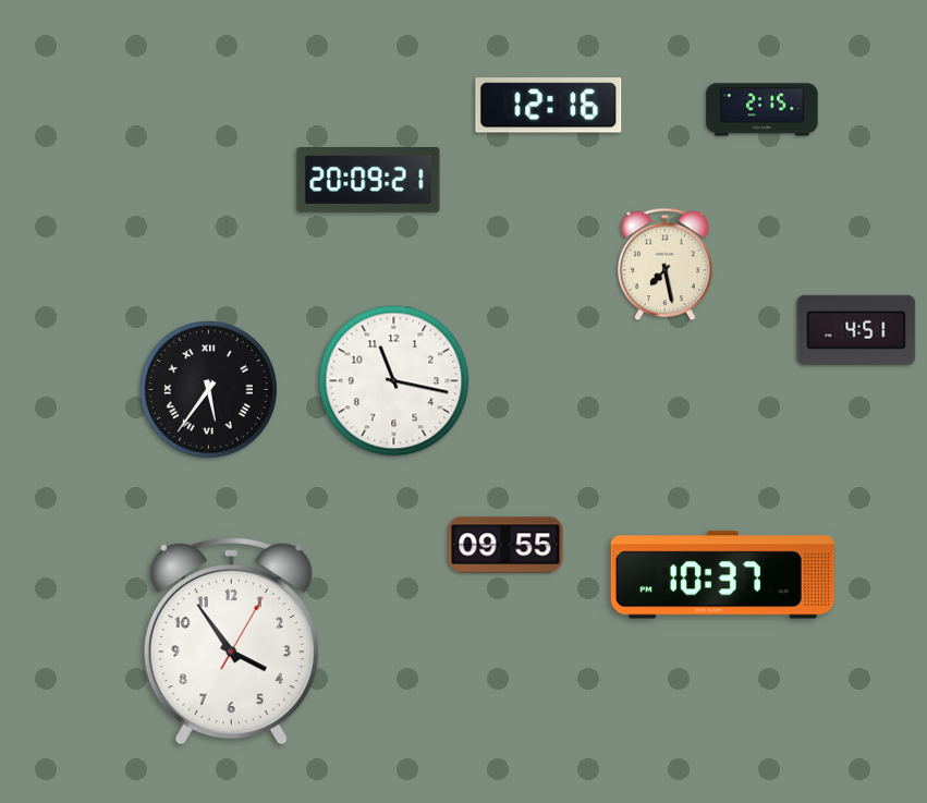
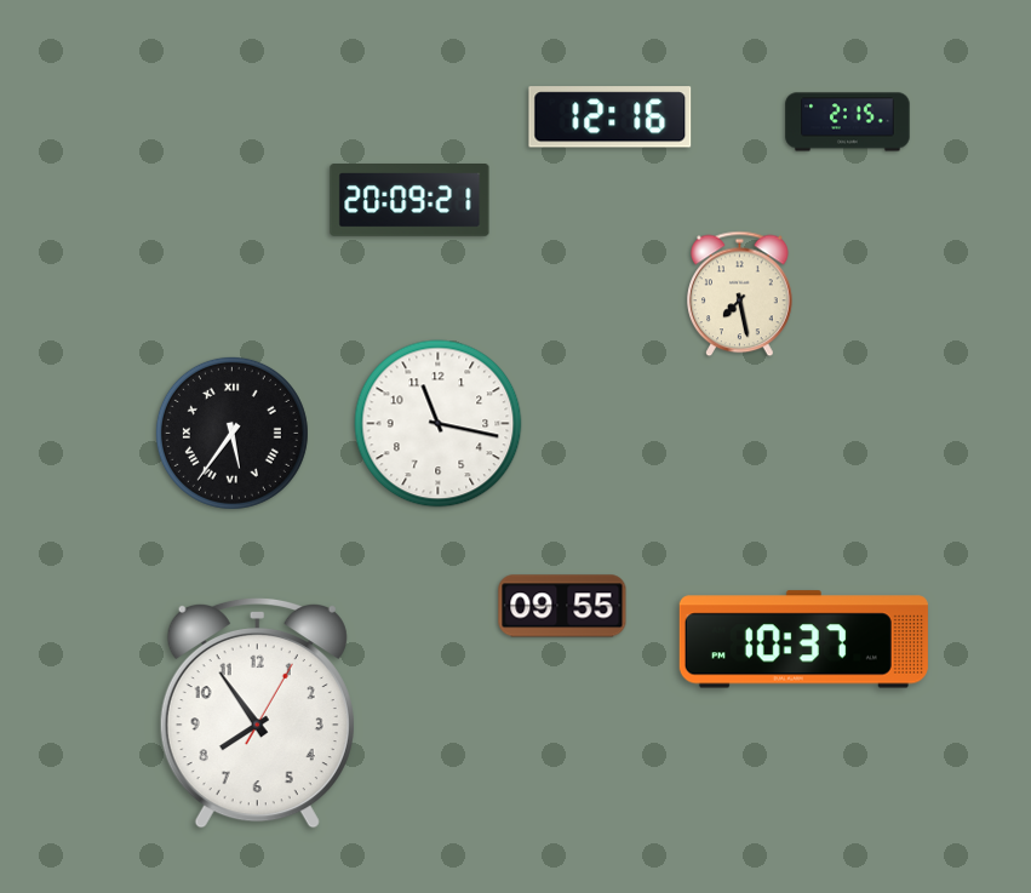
clock at (856, 330): 4:51 -> none
clock at (231, 641): 3:54 -> 7:54
